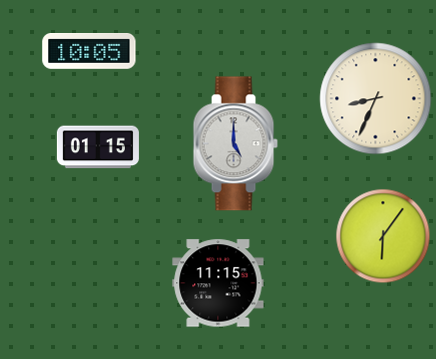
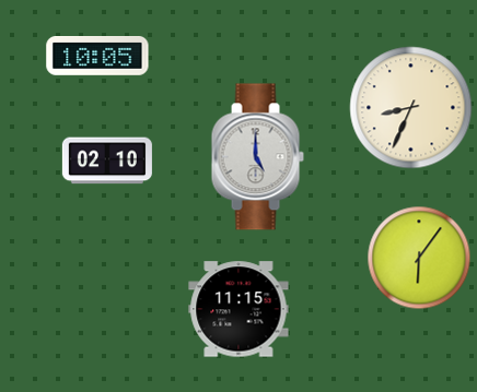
clock at (98, 147): 01:15 -> 02:10
